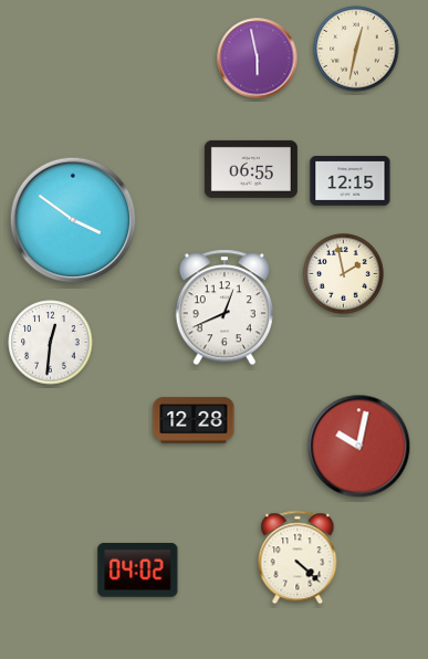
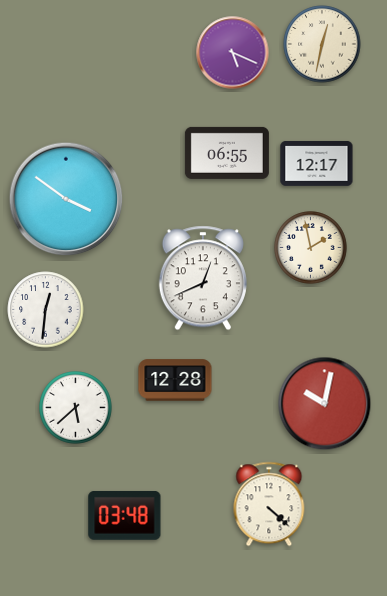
clock at (258, 59): 5:58 -> 5:19
clock at (351, 181): 12:15 -> 12:17
clock at (76, 408): none -> 5:38
clock at (138, 569): 04:02 -> 03:48
